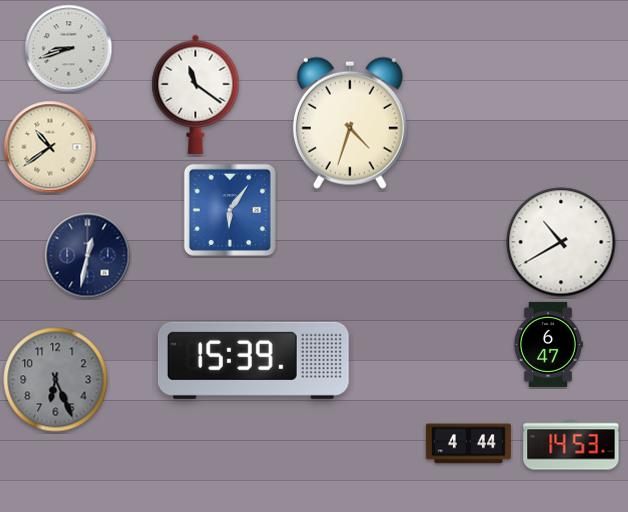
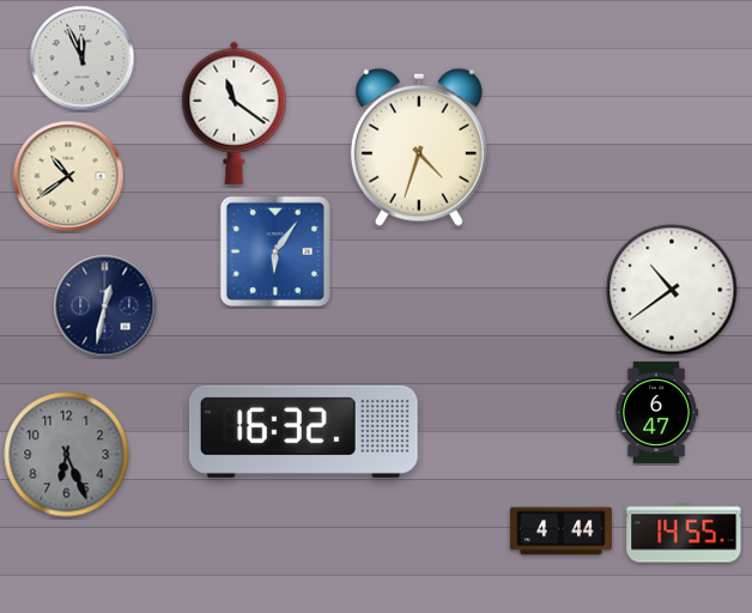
clock at (69, 49): 8:42 -> 11:56
clock at (50, 147) position: (50, 147) -> (68, 176)
clock at (561, 242): 10:40 -> 10:39
clock at (253, 360): 15:39 -> 16:32
clock at (571, 445): 14:53 -> 14:55
